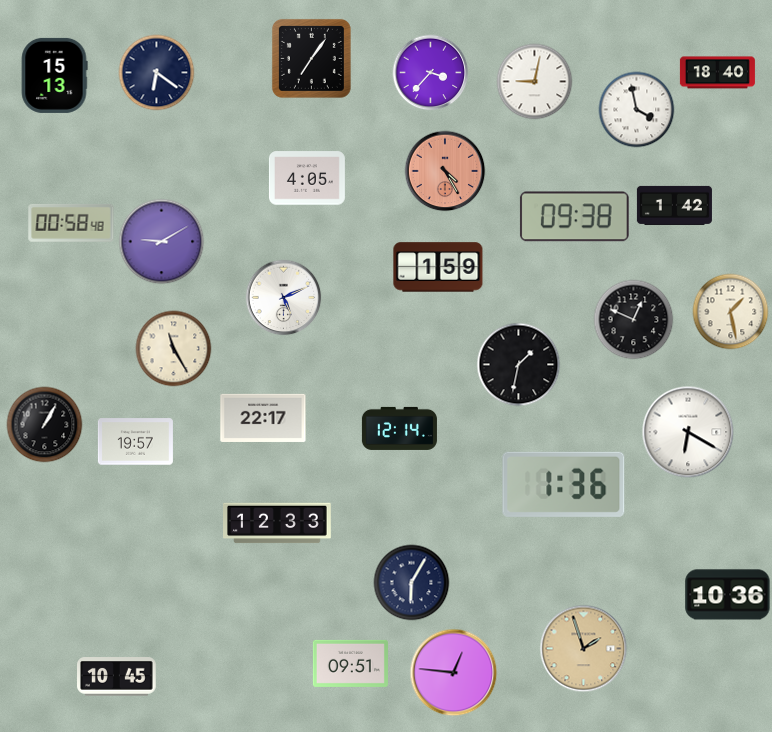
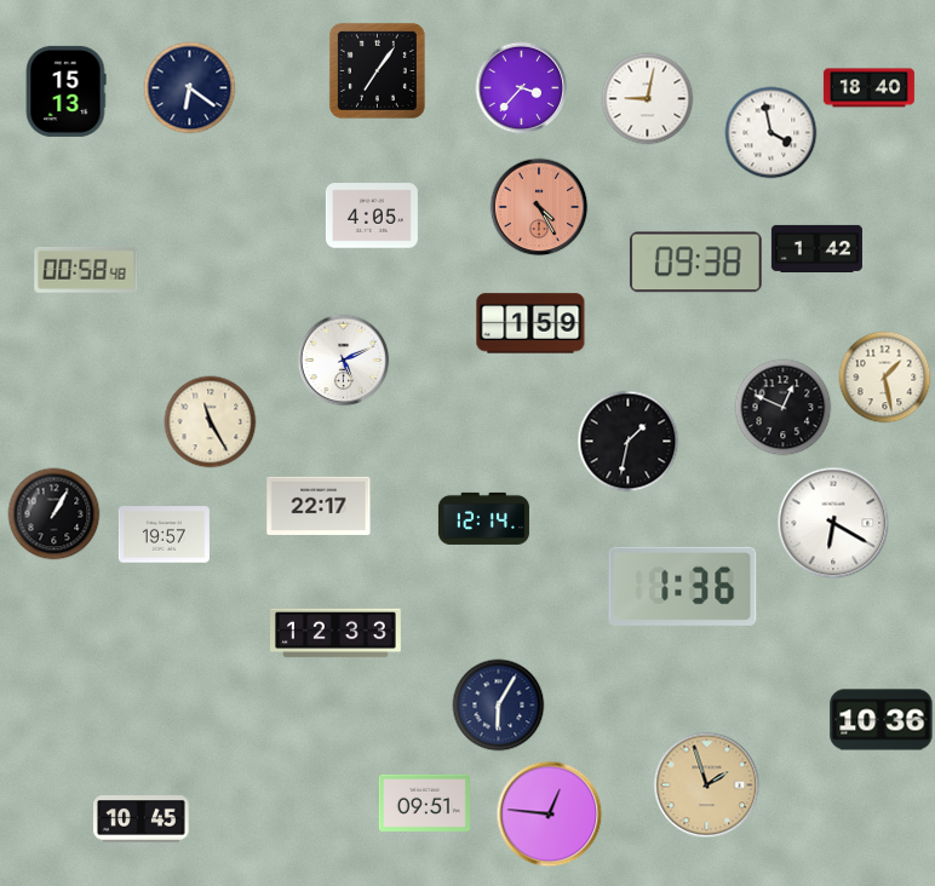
clock at (162, 242): 9:10 -> none
clock at (634, 320) position: (634, 320) -> (784, 408)
